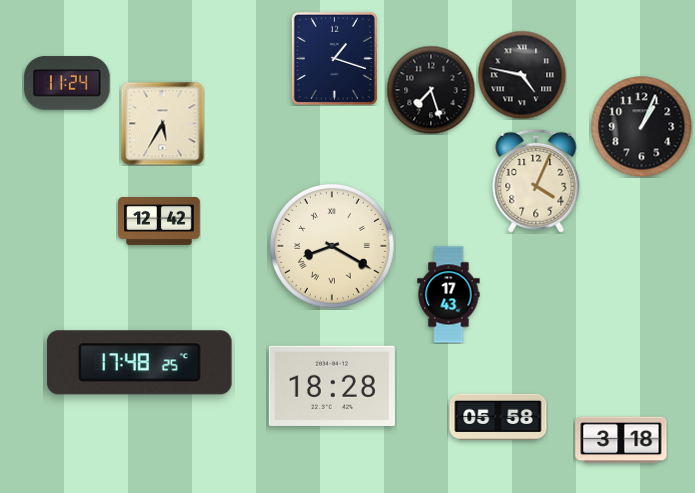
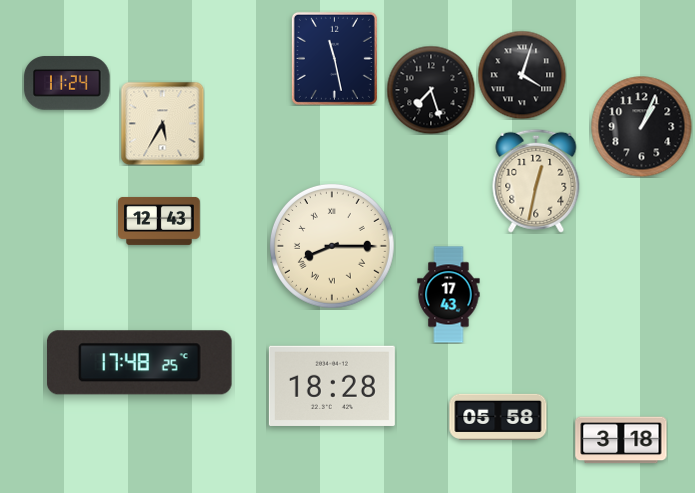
clock at (334, 58): 1:18 -> 11:28
clock at (522, 75): 4:47 -> 4:03
clock at (536, 181): 4:04 -> 12:32
clock at (159, 221): 12:42 -> 12:43
clock at (332, 246): 8:20 -> 8:15
